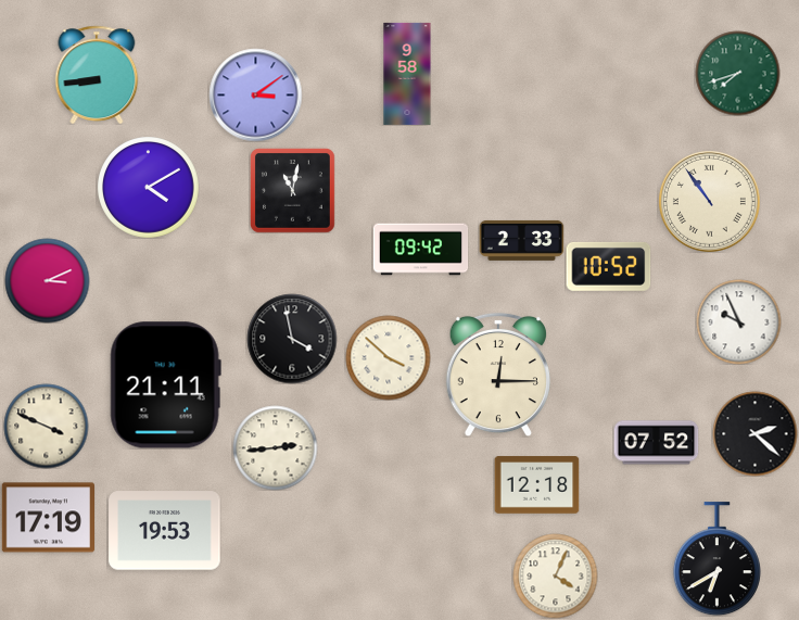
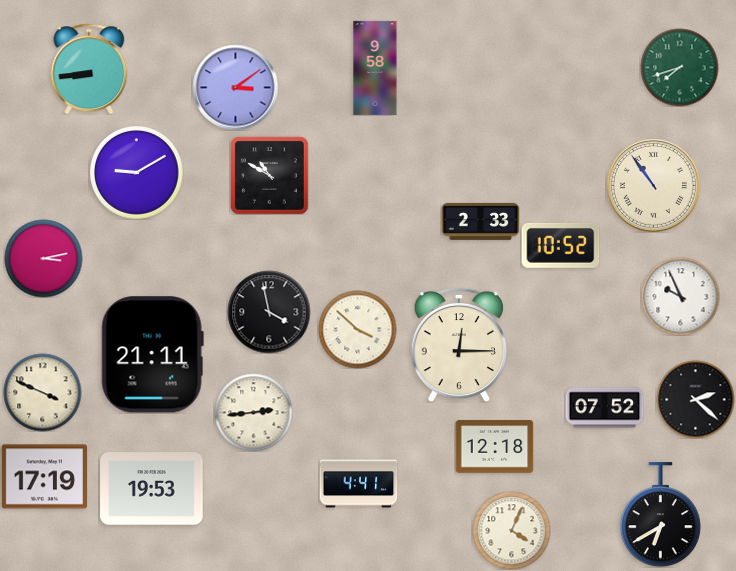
clock at (149, 188): 4:10 -> 9:10
clock at (292, 190): 11:02 -> 10:50
clock at (420, 250): 09:42 -> none
clock at (47, 280): 3:11 -> 3:13
clock at (358, 484): none -> 4:41
